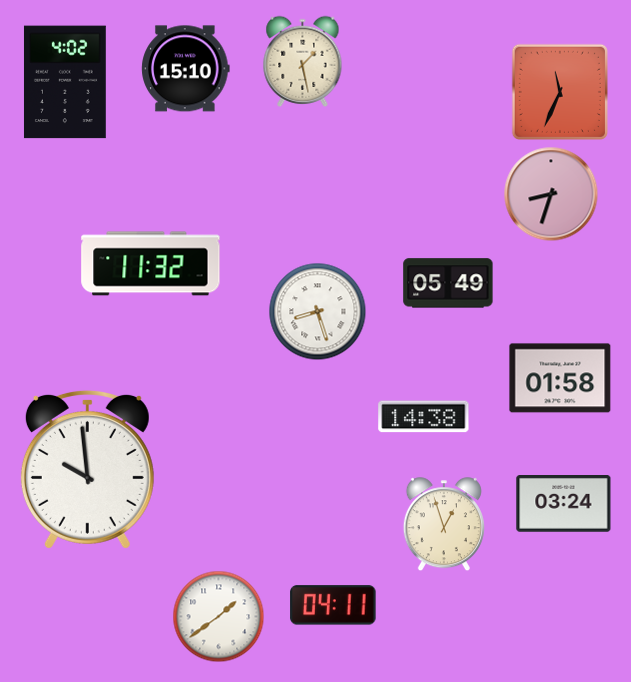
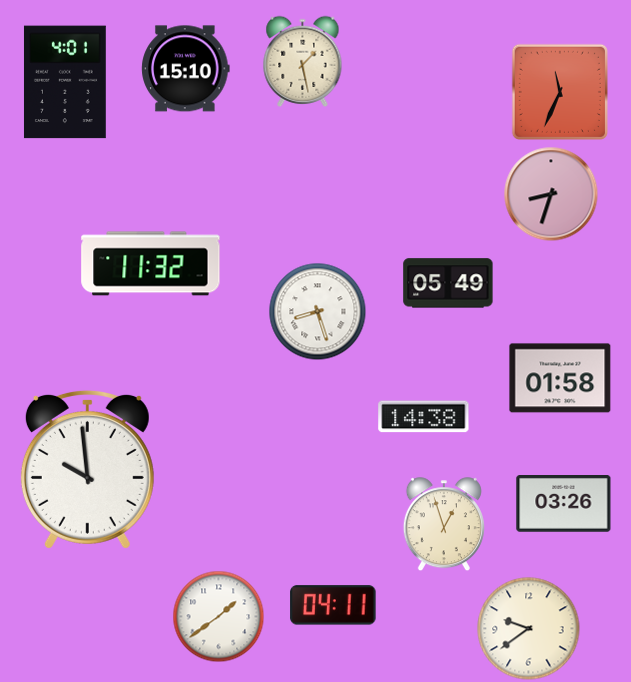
clock at (65, 82): 4:02 -> 4:01
clock at (564, 504): 03:24 -> 03:26
clock at (529, 629): none -> 9:39
